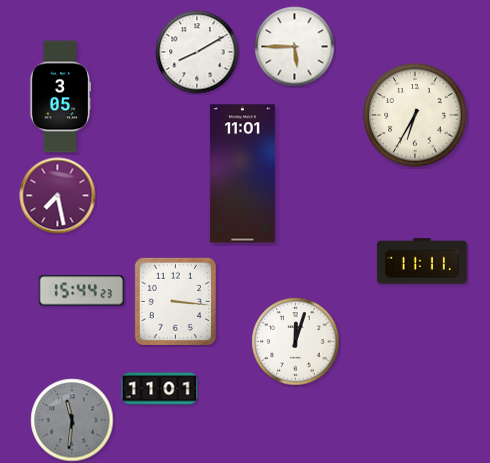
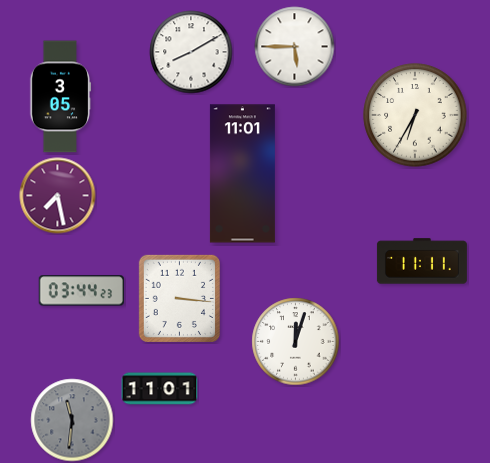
clock at (197, 52) position: (197, 52) -> (191, 52)
clock at (81, 291): 15:44 -> 03:44
clock at (175, 301) position: (175, 301) -> (179, 298)
